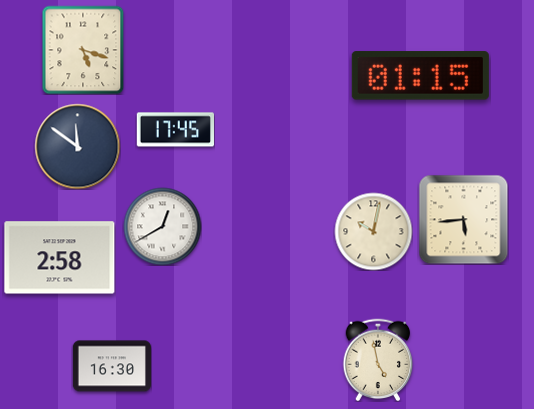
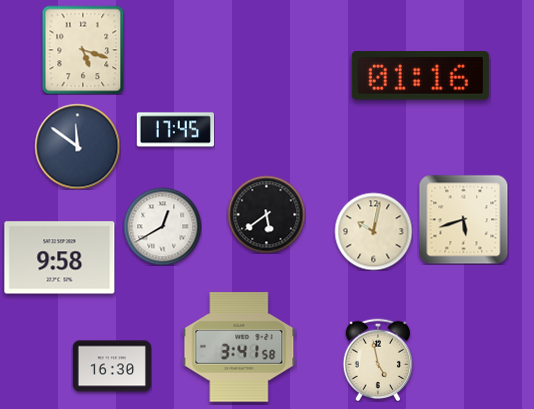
clock at (420, 76): 01:15 -> 01:16
clock at (266, 214): none -> 5:39
clock at (463, 219): 5:44 -> 5:42
clock at (60, 258): 2:58 -> 9:58
clock at (239, 347): none -> 3:41
